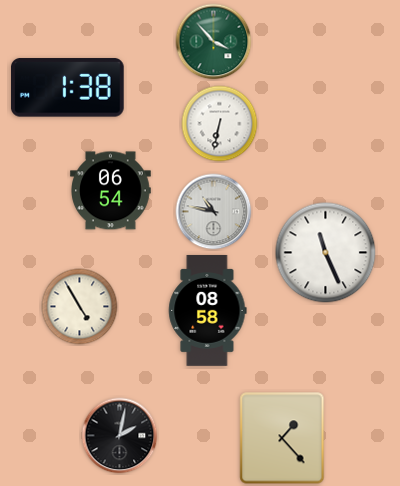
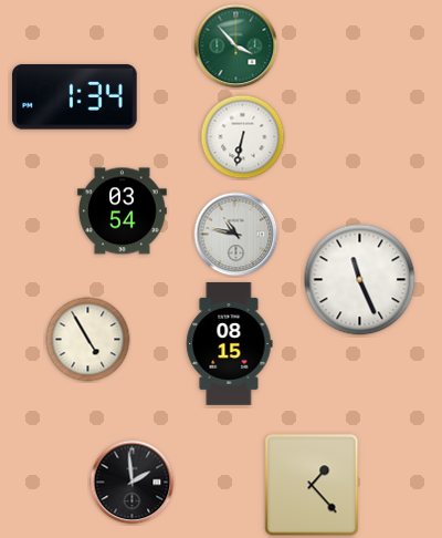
clock at (68, 88): 1:38 -> 1:34
clock at (111, 191): 06:54 -> 03:54
clock at (208, 310): 08:58 -> 08:15
clock at (120, 436): 2:02 -> 1:59
